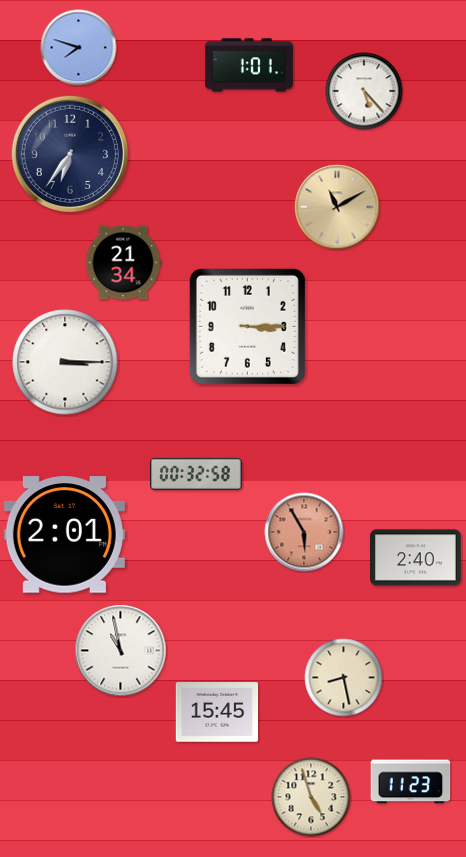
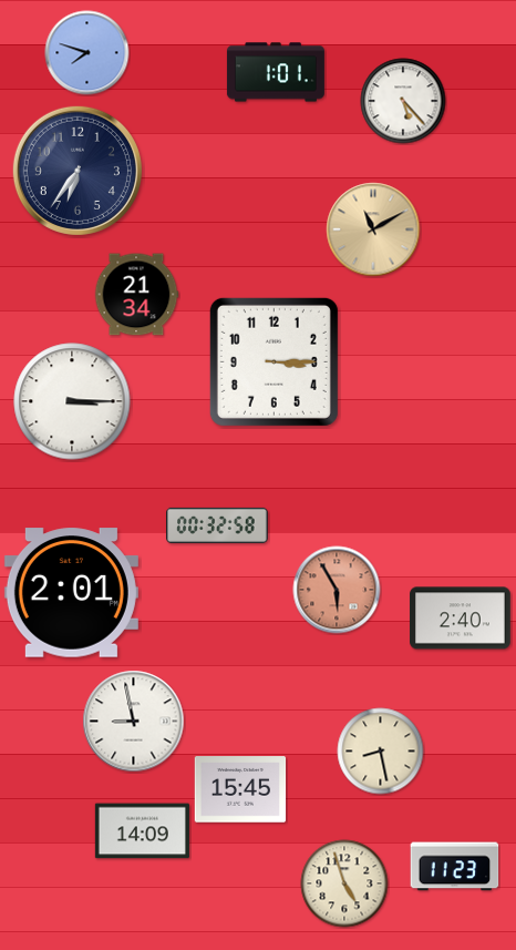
clock at (123, 263) position: (123, 263) -> (136, 295)
clock at (121, 651): 10:58 -> 8:58
clock at (142, 831): none -> 14:09
